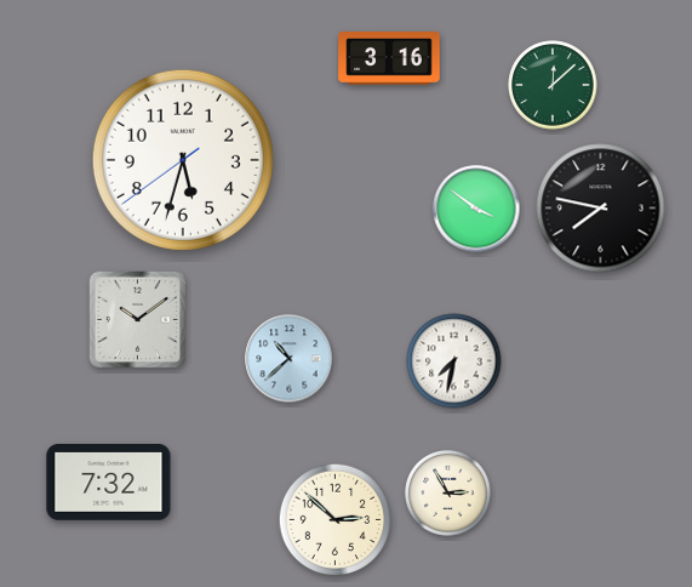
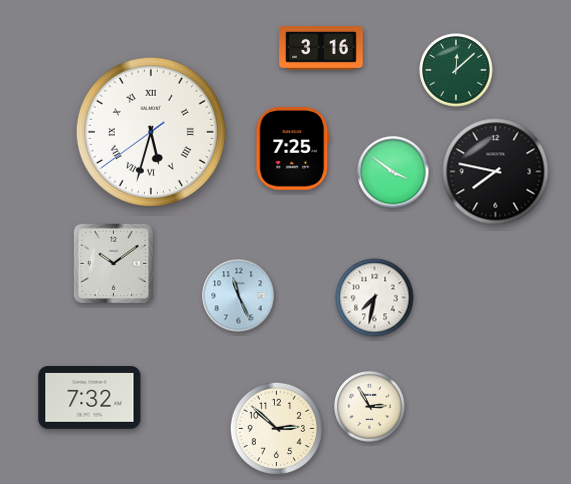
clock at (183, 160) numerals: Arabic -> Roman
clock at (293, 149): none -> 7:25
clock at (290, 359): 10:38 -> 11:26
